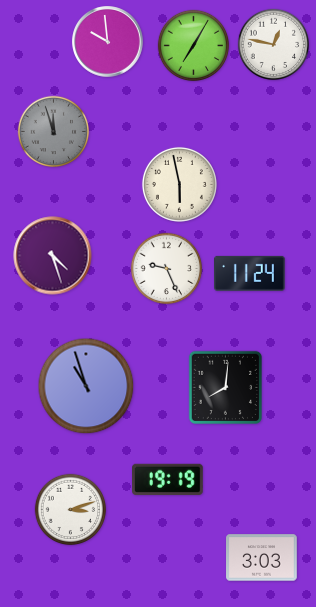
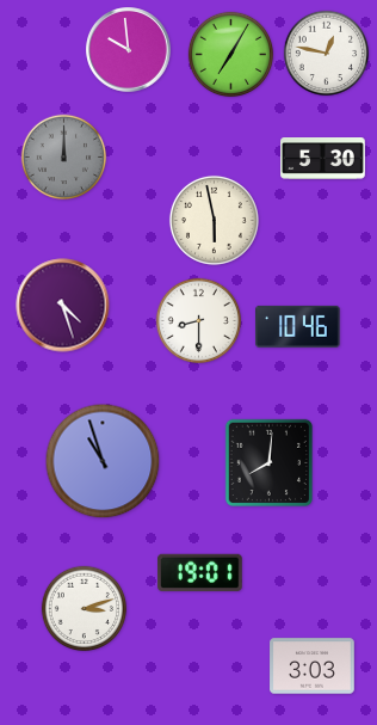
clock at (54, 132): 11:57 -> 12:00
clock at (323, 159): none -> 5:30
clock at (167, 269): 9:26 -> 8:30
clock at (250, 273): 11:24 -> 10:46
clock at (168, 479): 19:19 -> 19:01
